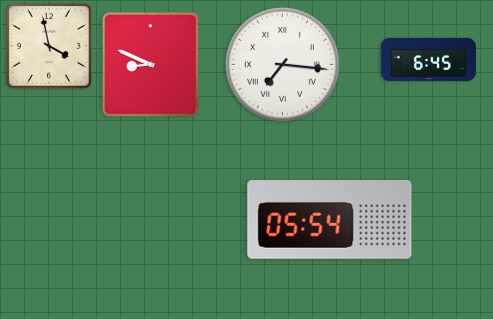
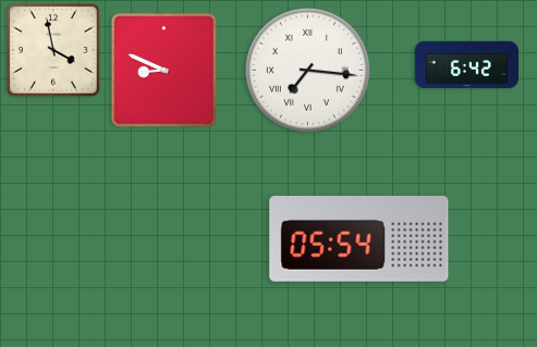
clock at (428, 60): 6:45 -> 6:42
